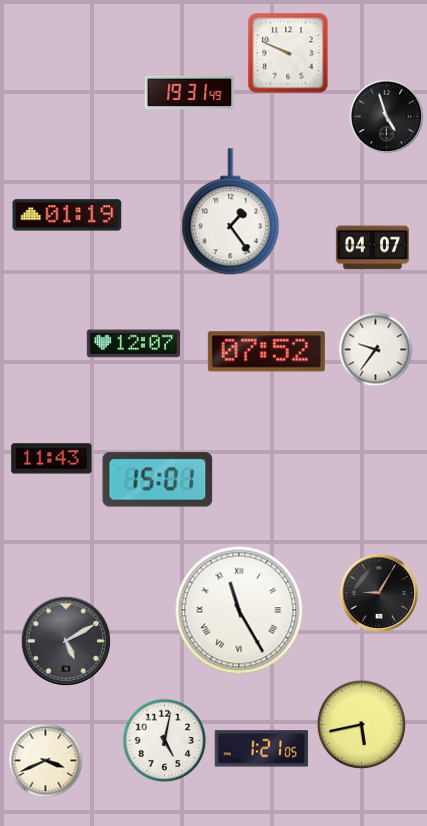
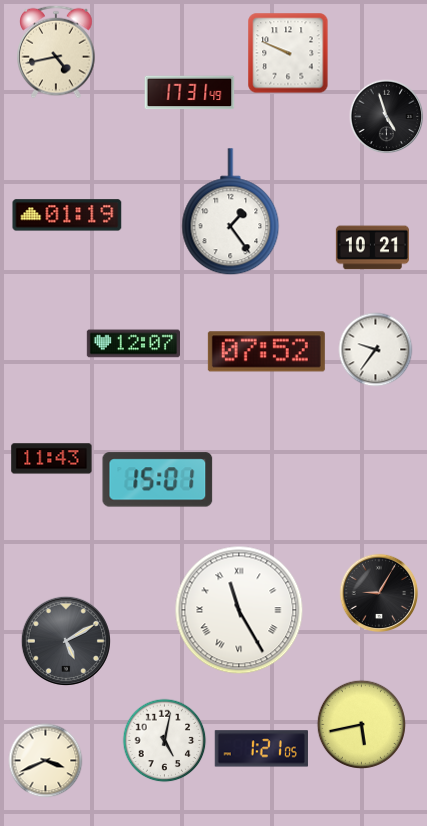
clock at (56, 52): none -> 4:43
clock at (190, 93): 19:31 -> 17:31
clock at (372, 248): 04:07 -> 10:21
